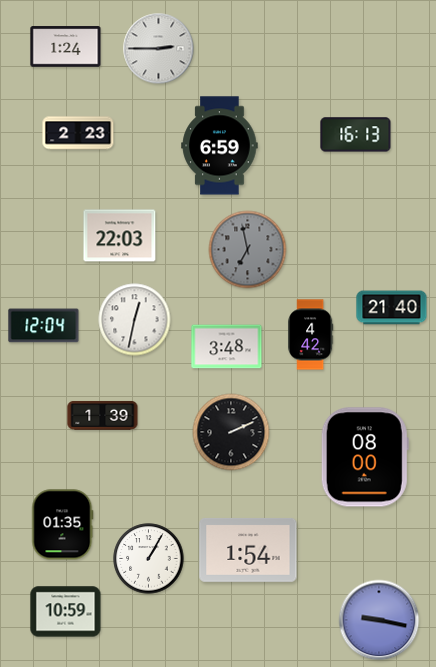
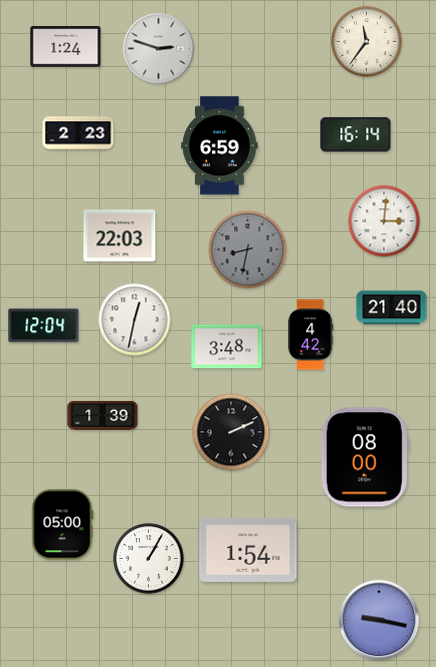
clock at (367, 42): none -> 11:36
clock at (159, 49): 2:45 -> 2:48
clock at (356, 135): 16:13 -> 16:14
clock at (384, 221): none -> 3:01
clock at (248, 250): 6:58 -> 8:32
clock at (63, 525): 01:35 -> 05:00
clock at (66, 612): 10:59 -> none
